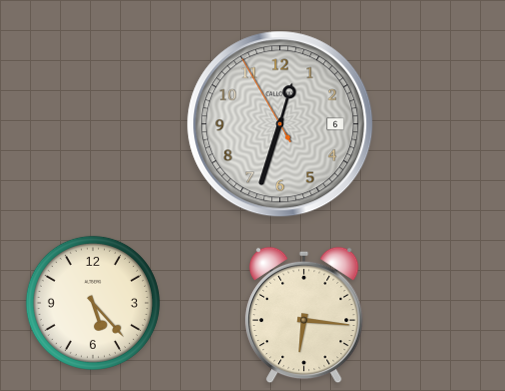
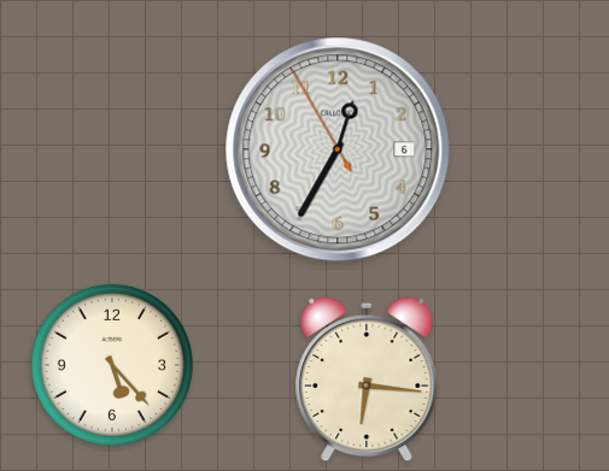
clock at (280, 124): 12:32 -> 12:34
